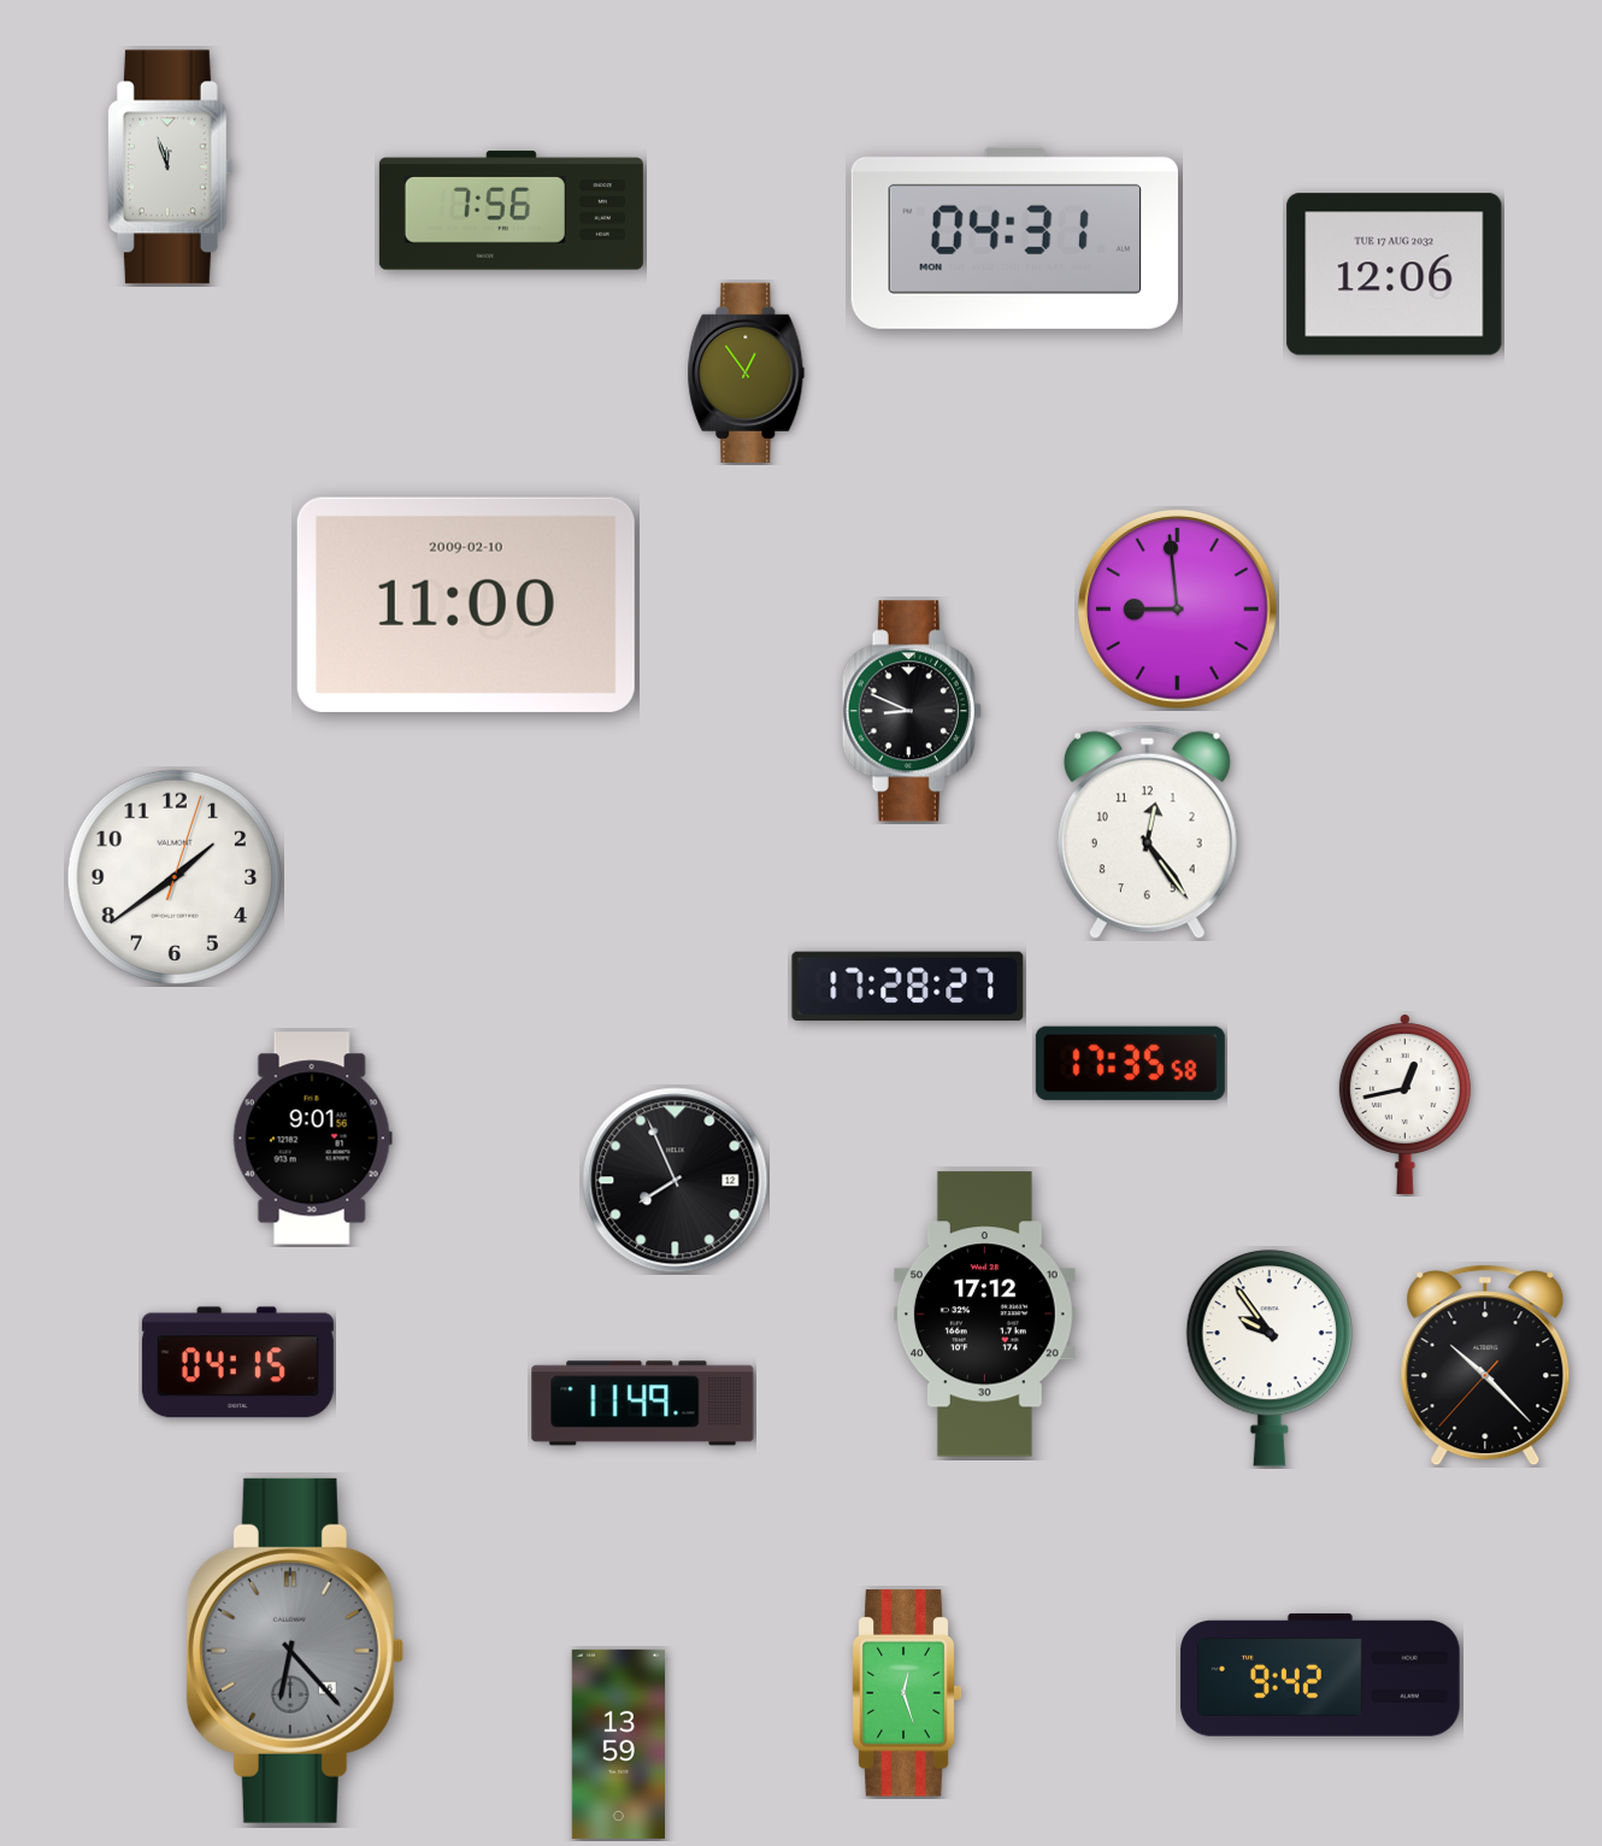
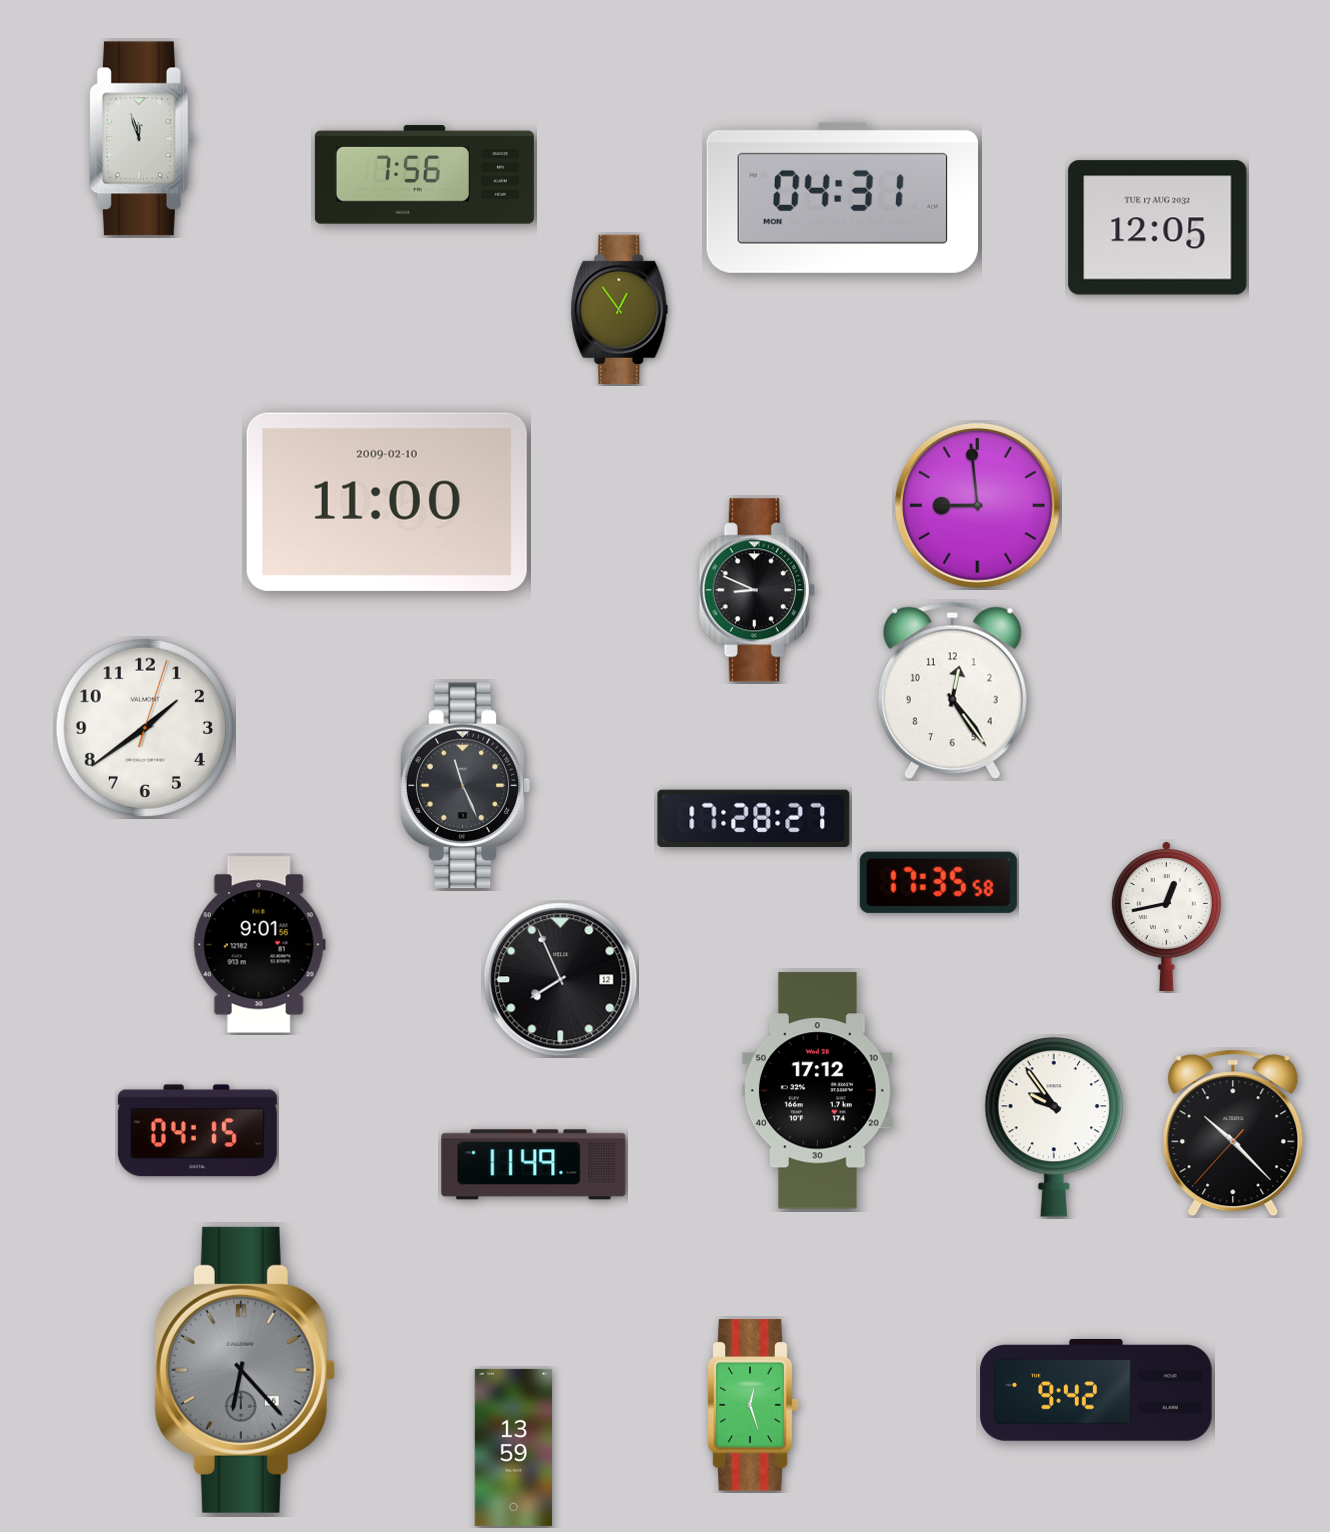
clock at (1395, 275): 12:06 -> 12:05
clock at (465, 786): none -> 11:26
